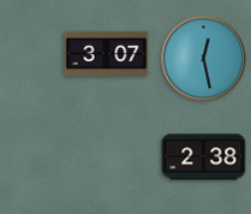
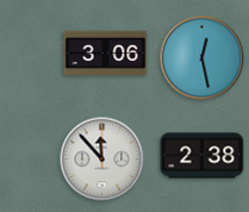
clock at (107, 53): 3:07 -> 3:06
clock at (102, 160): none -> 11:53
